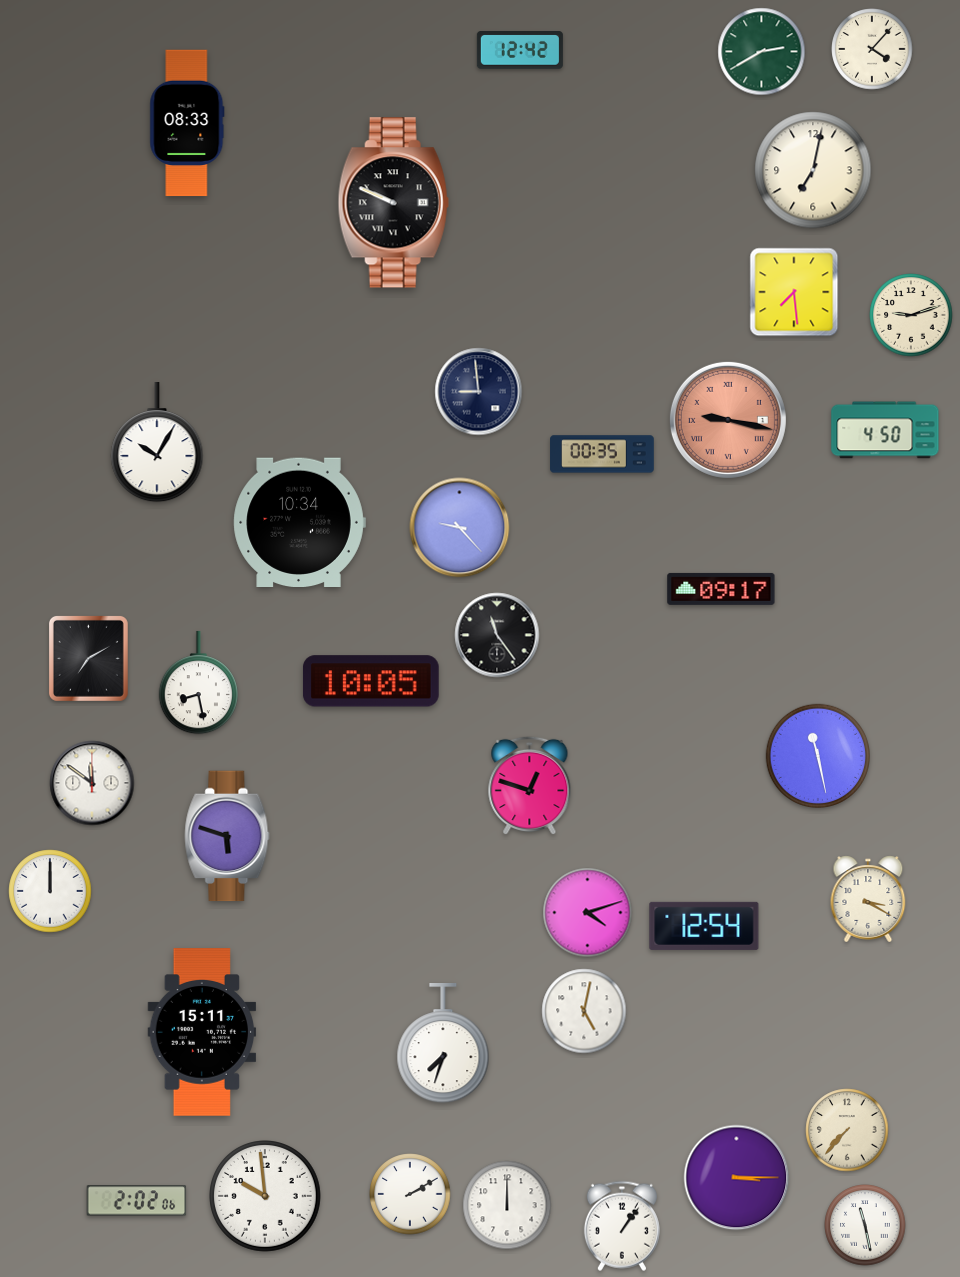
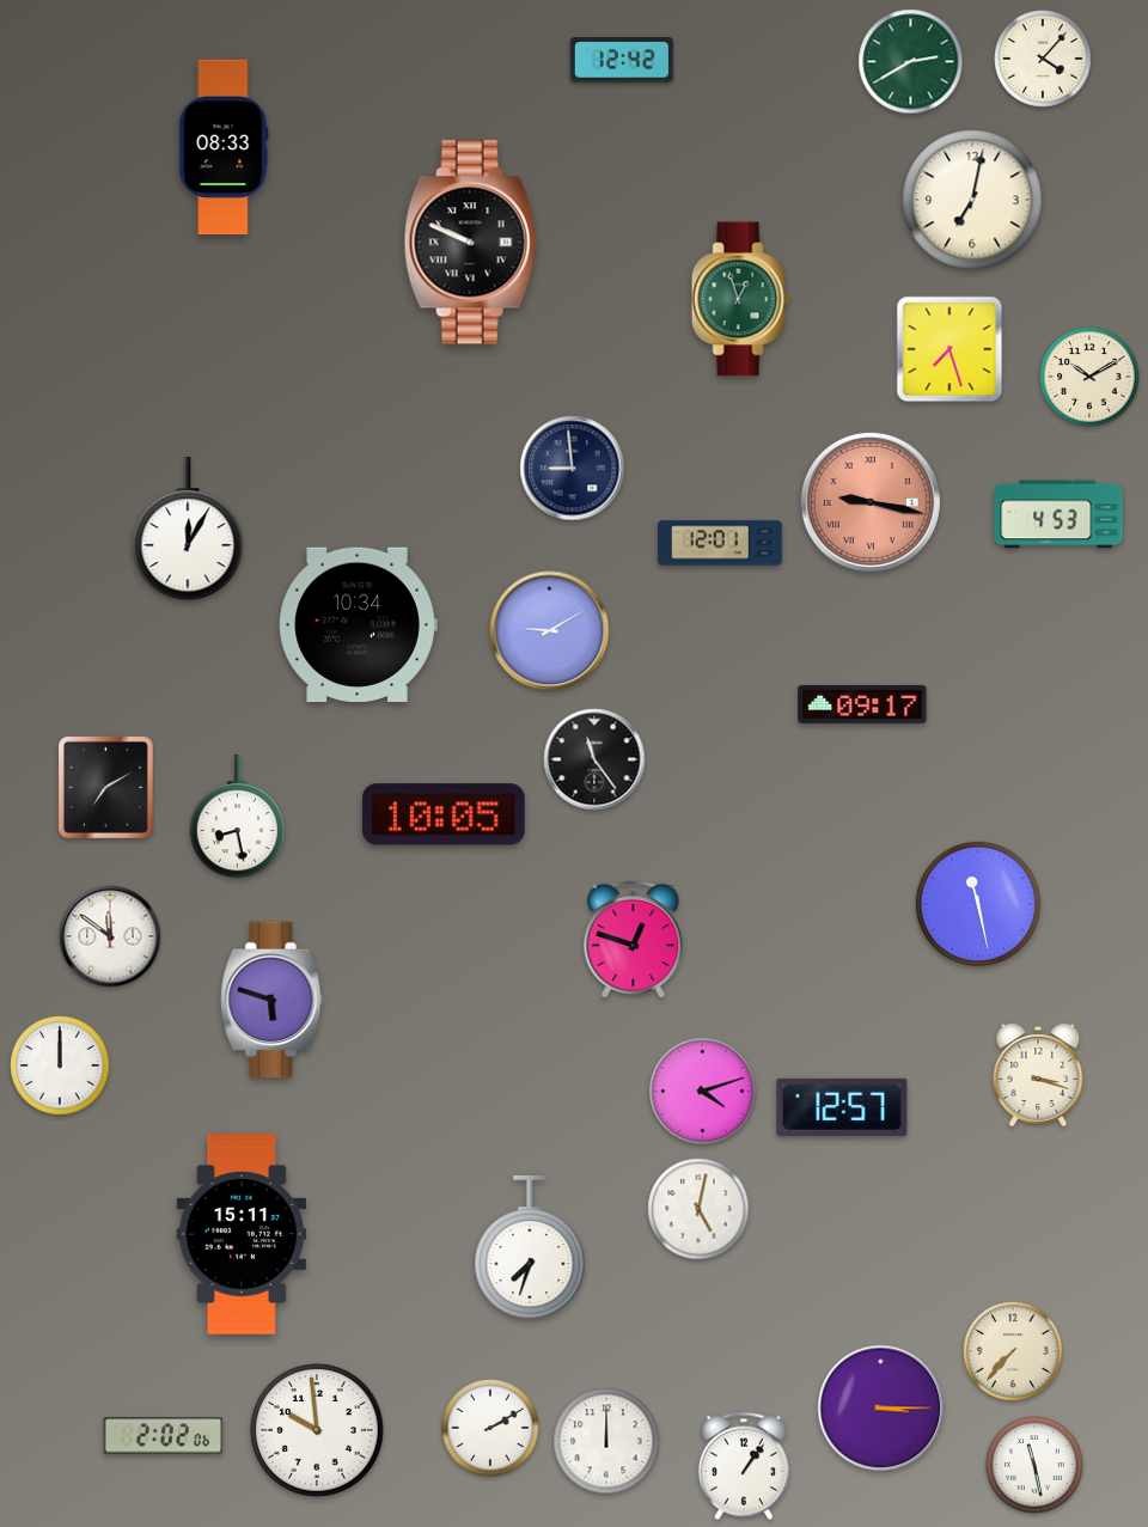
clock at (813, 170) position: (813, 170) -> (972, 200)
clock at (740, 299): none -> 12:57
clock at (794, 292): 7:29 -> 7:27
clock at (911, 315): 9:12 -> 10:10
clock at (885, 430): 4:50 -> 4:53
clock at (157, 443): 10:05 -> 12:05
clock at (602, 454): 00:35 -> 12:01
clock at (460, 528): 9:23 -> 9:10
clock at (868, 899): 3:20 -> 3:18
clock at (704, 926): 12:54 -> 12:57
